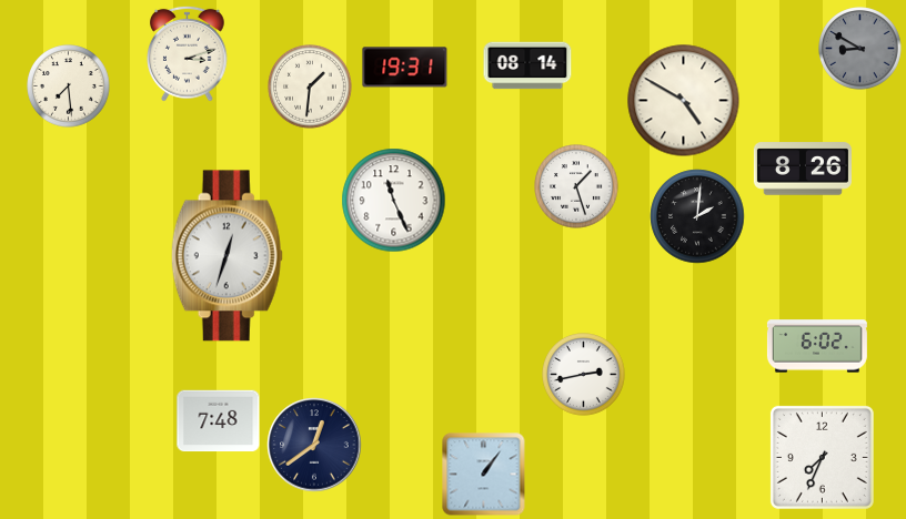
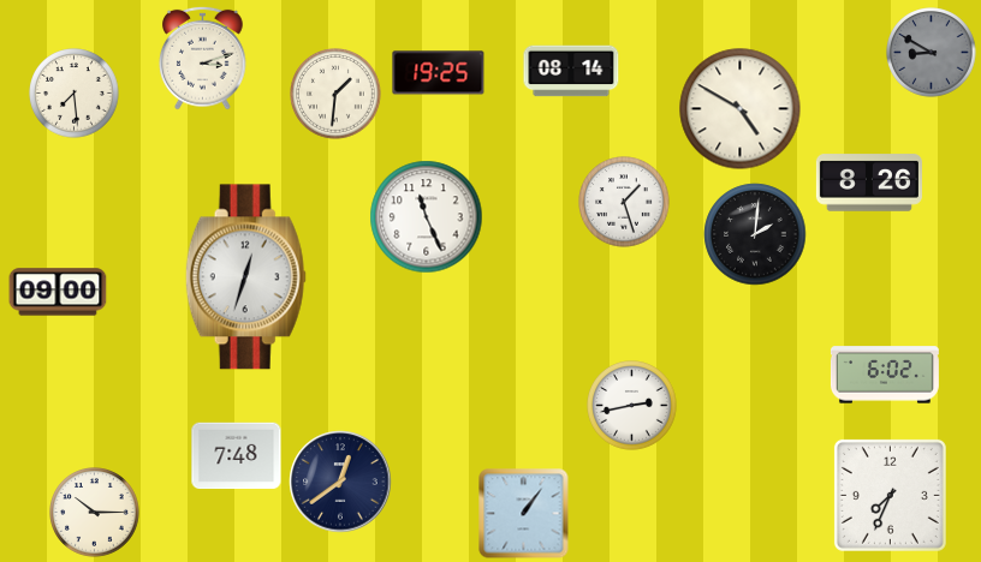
clock at (405, 68): 19:31 -> 19:25
clock at (58, 292): none -> 09:00
clock at (95, 513): none -> 10:15
